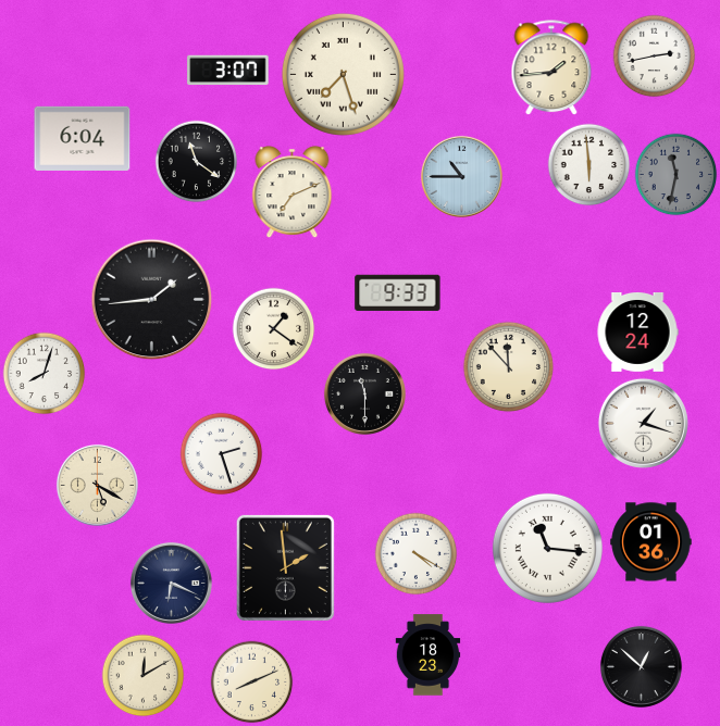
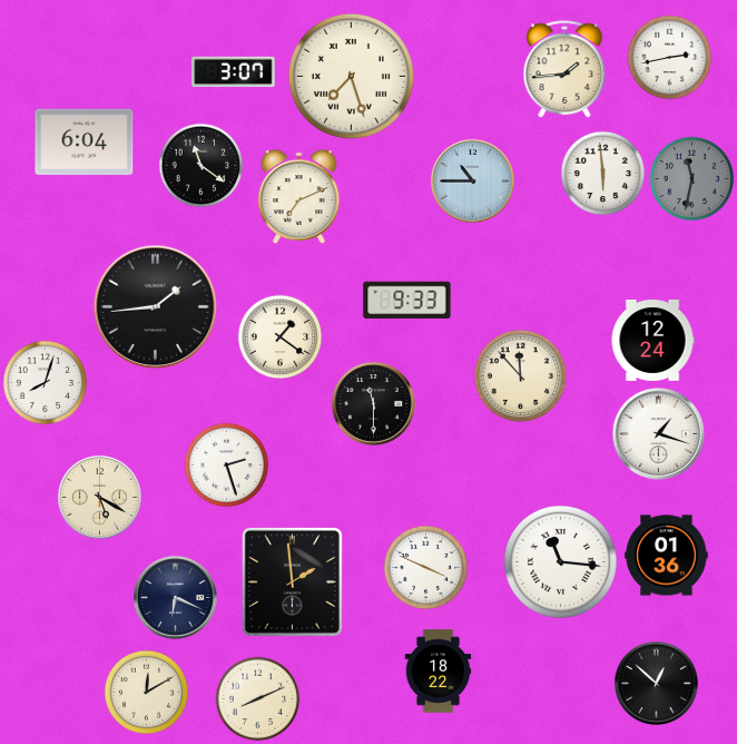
clock at (589, 165) position: (589, 165) -> (603, 174)
clock at (417, 554): 4:20 -> 3:49
clock at (429, 655): 18:23 -> 18:22
